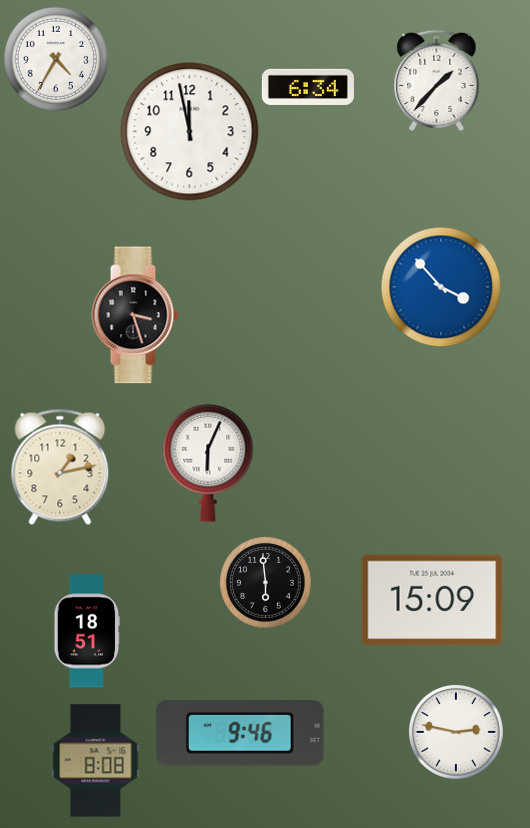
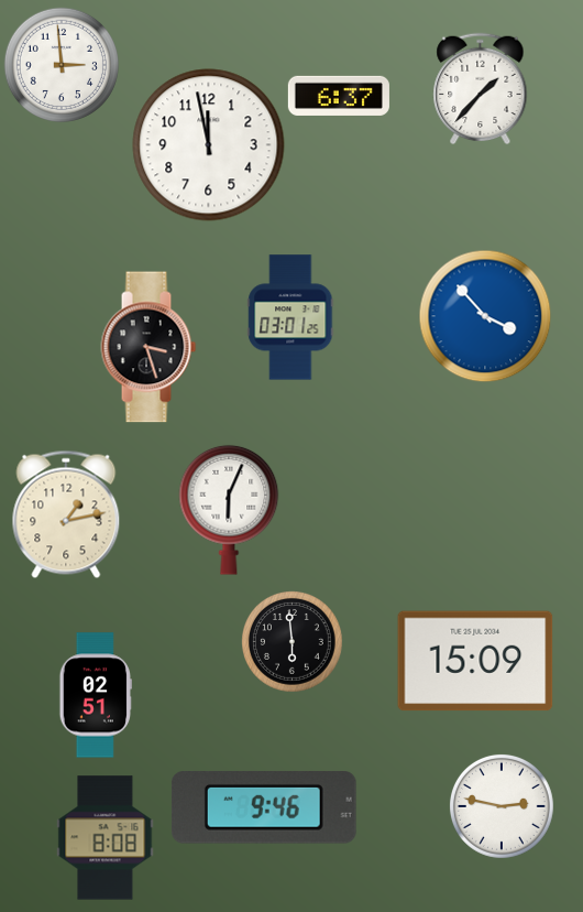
clock at (56, 59): 4:35 -> 2:59
clock at (308, 87): 6:34 -> 6:37
clock at (290, 317): none -> 03:01
clock at (87, 631): 18:51 -> 02:51
